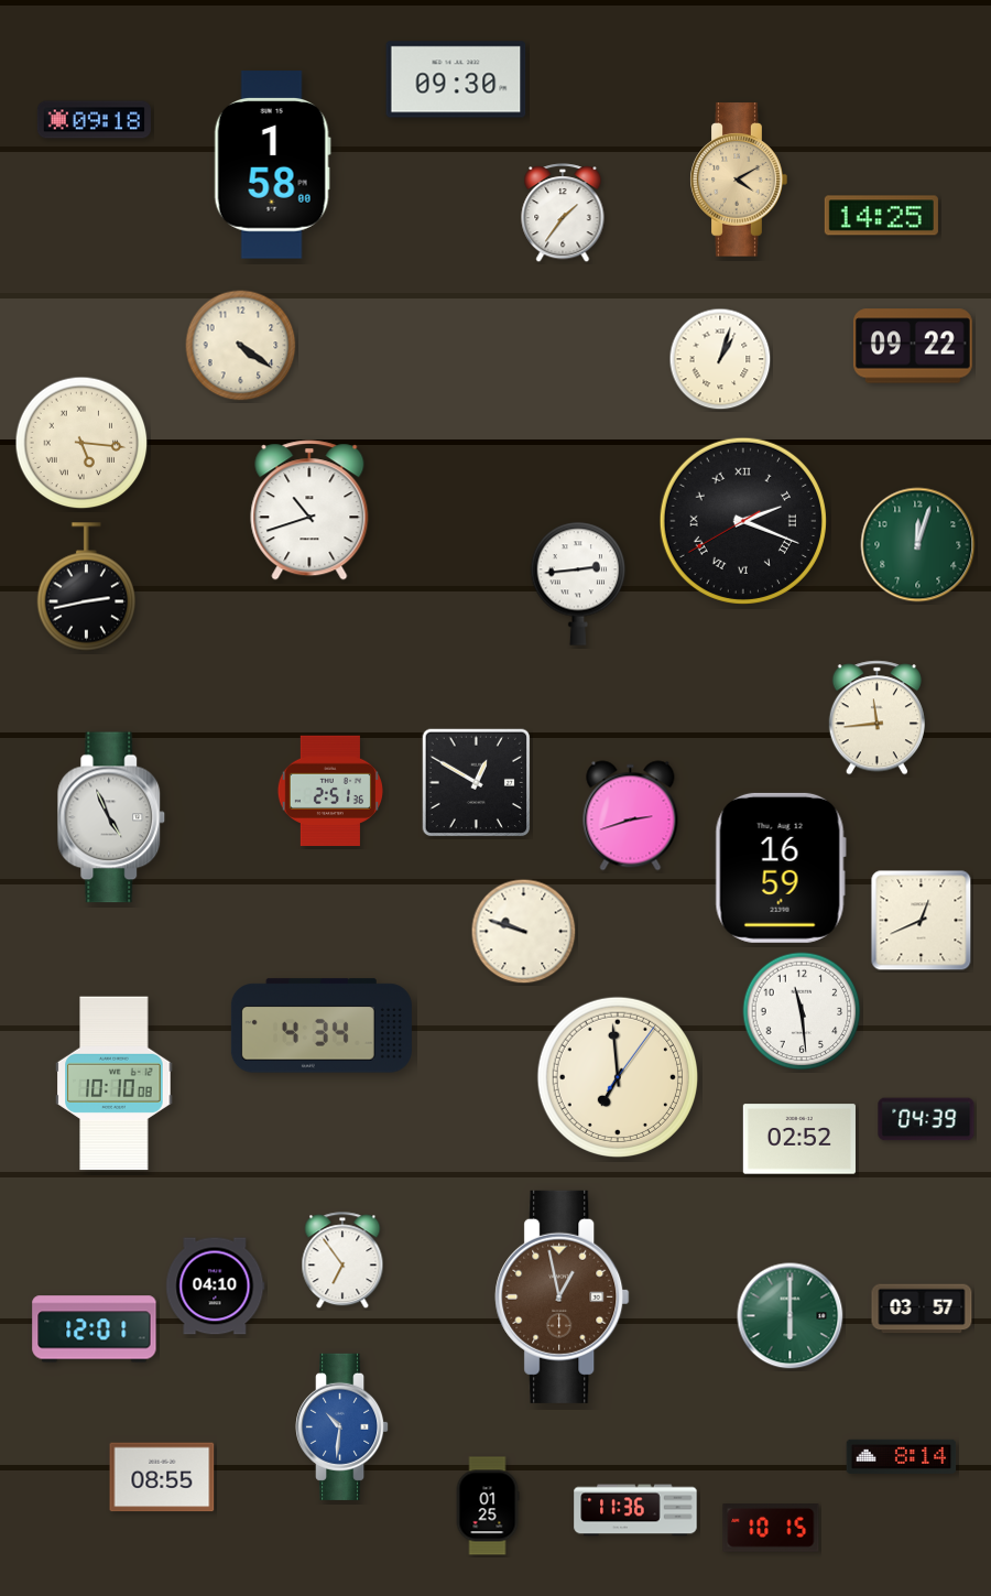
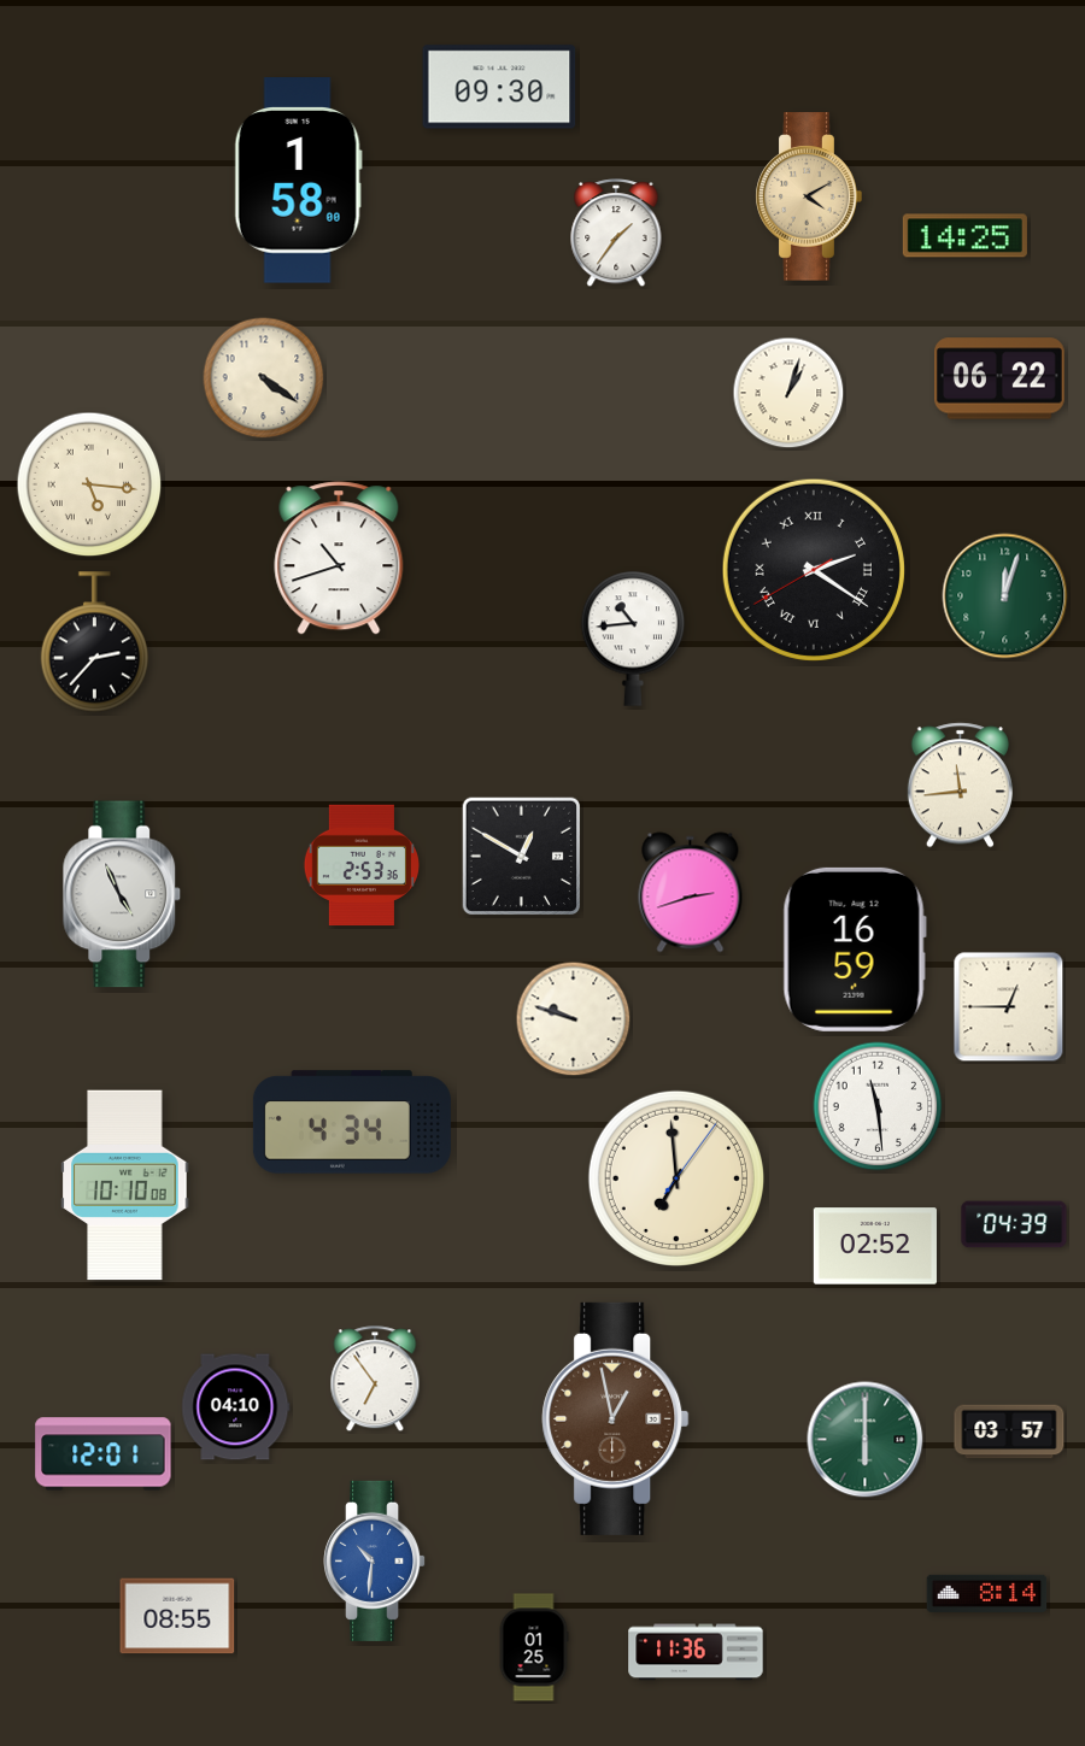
clock at (94, 120): 09:18 -> none
clock at (913, 346): 09:22 -> 06:22
clock at (743, 521): 2:18 -> 2:20
clock at (578, 584): 2:44 -> 10:44
clock at (87, 587): 2:43 -> 2:37
clock at (329, 791): 2:51 -> 2:53
clock at (922, 921): 12:41 -> 12:45
clock at (771, 1529): 10:15 -> none
